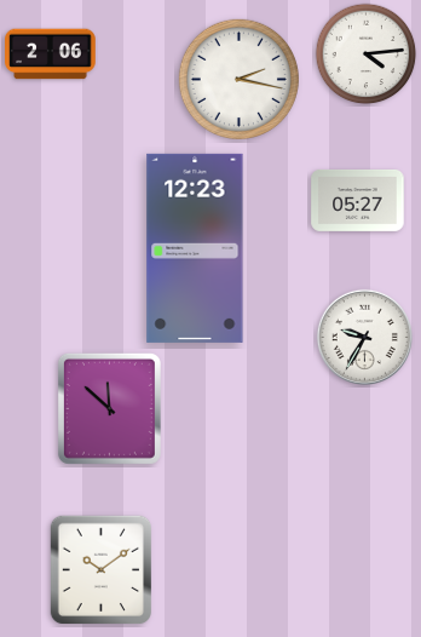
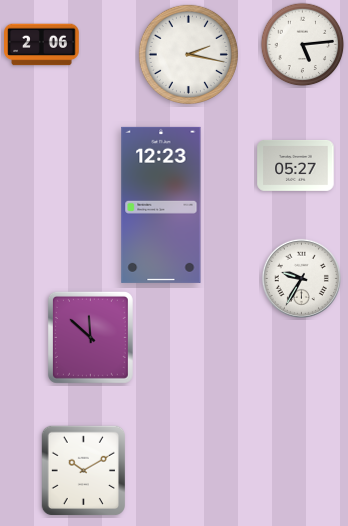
clock at (367, 54): 4:14 -> 5:14
clock at (238, 79) position: (238, 79) -> (188, 54)
clock at (102, 570): 10:09 -> 10:10
